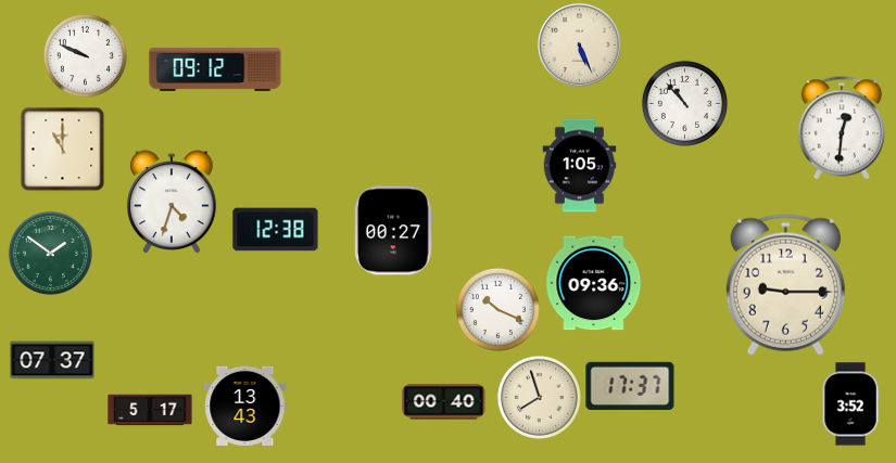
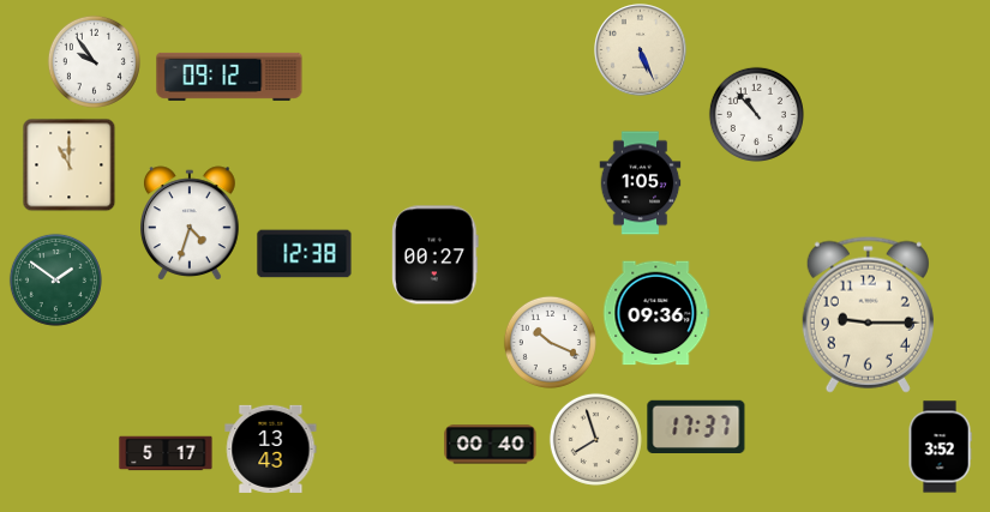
clock at (85, 55): 9:49 -> 9:54
clock at (215, 69) position: (215, 69) -> (229, 77)
clock at (842, 128): 12:31 -> none
clock at (52, 360): 07:37 -> none
